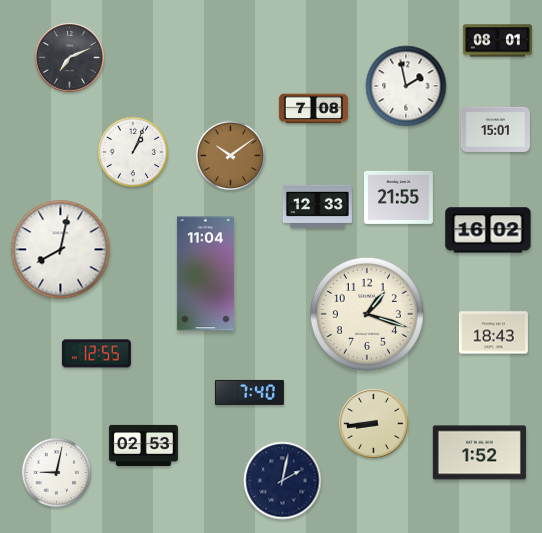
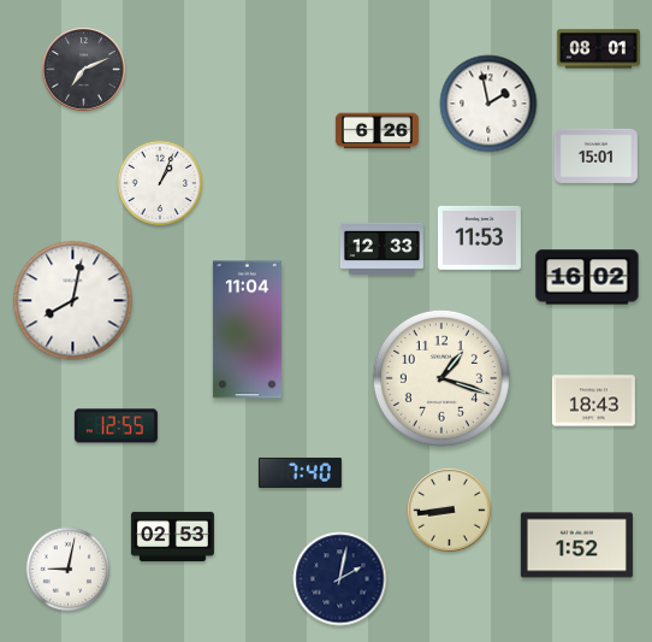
clock at (313, 109): 7:08 -> 6:26
clock at (231, 156): 10:09 -> none
clock at (398, 197): 21:55 -> 11:53
